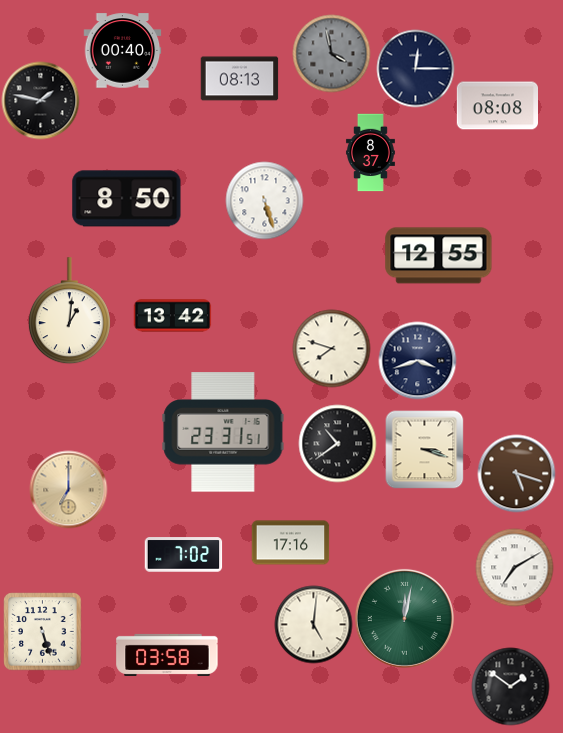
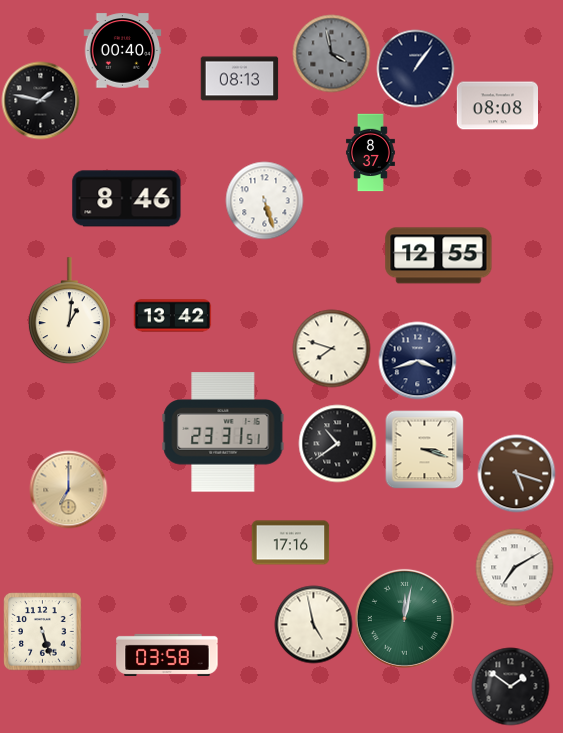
clock at (415, 68): 12:15 -> 1:06
clock at (127, 199): 8:50 -> 8:46
clock at (183, 555): 7:02 -> none
clock at (313, 624): 5:01 -> 4:58
